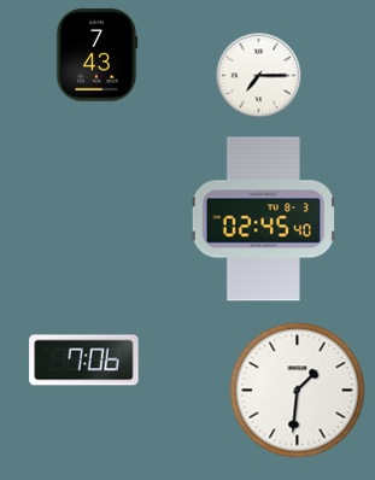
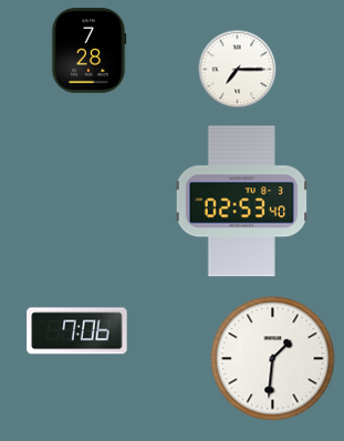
clock at (96, 55): 7:43 -> 7:28
clock at (263, 219): 02:45 -> 02:53
